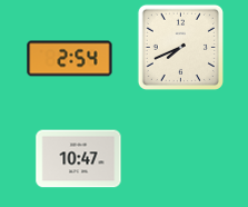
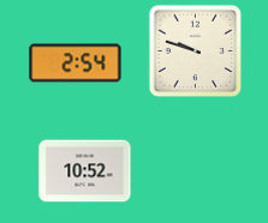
clock at (180, 47): 7:41 -> 9:48
clock at (79, 159): 10:47 -> 10:52
